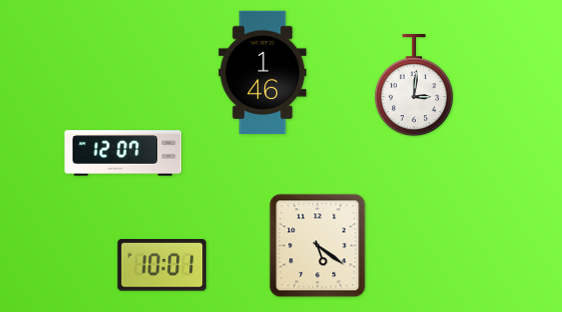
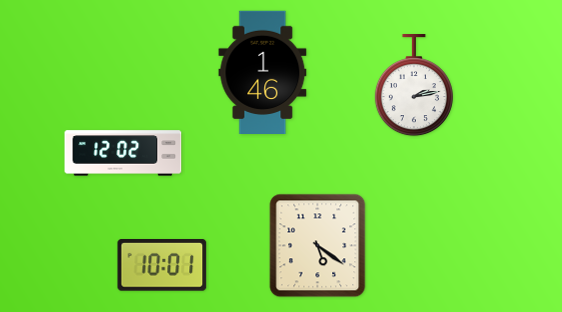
clock at (414, 86): 3:01 -> 2:13
clock at (123, 153): 12:07 -> 12:02
